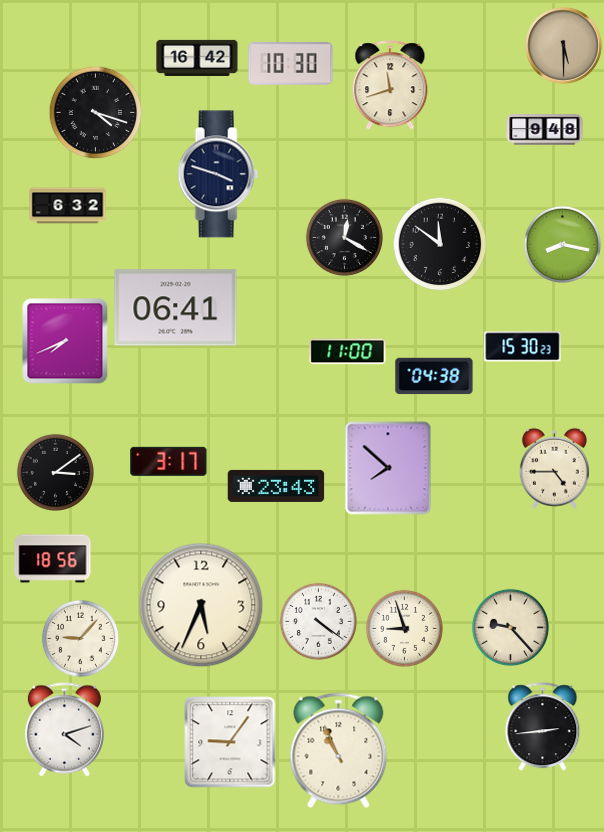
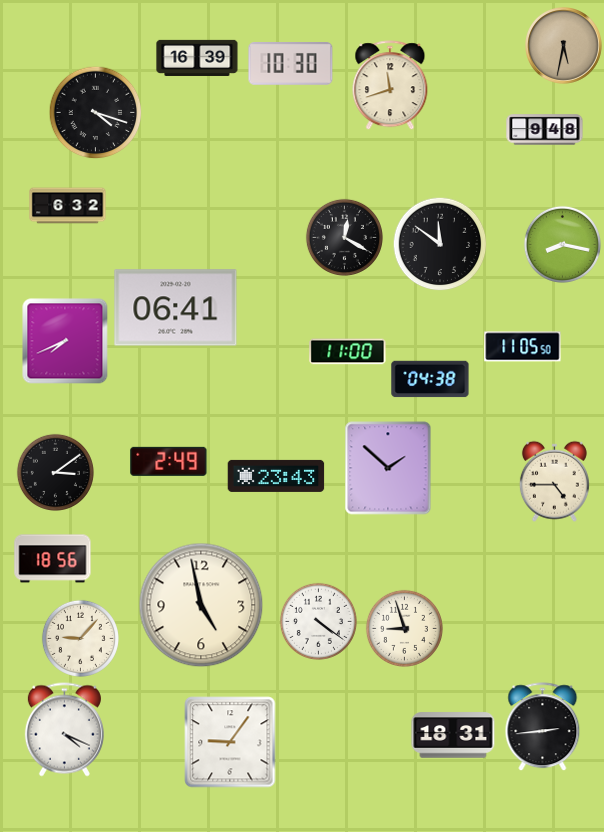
clock at (564, 46): 5:30 -> 5:32
clock at (197, 57): 16:42 -> 16:39
clock at (218, 174): 3:48 -> none
clock at (523, 347): 15:30 -> 11:05
clock at (434, 376) position: (434, 376) -> (430, 379)
clock at (169, 461): 3:17 -> 2:49
clock at (388, 468): 7:52 -> 1:52
clock at (554, 468) position: (554, 468) -> (554, 481)
clock at (276, 486) position: (276, 486) -> (276, 476)
clock at (201, 605): 5:34 -> 4:58
clock at (510, 627): 9:23 -> none
clock at (64, 730): 4:12 -> 4:19
clock at (453, 735): none -> 18:31
clock at (339, 751): 10:56 -> none
